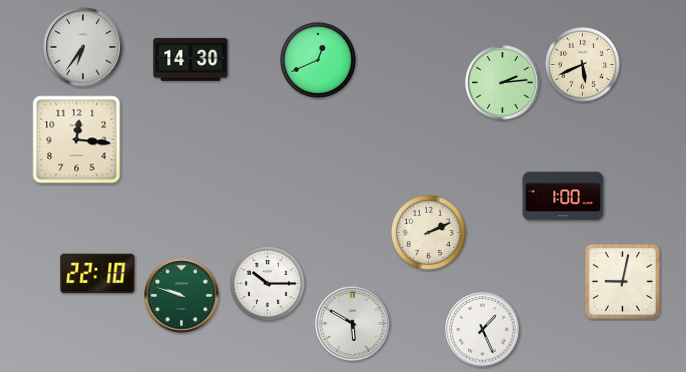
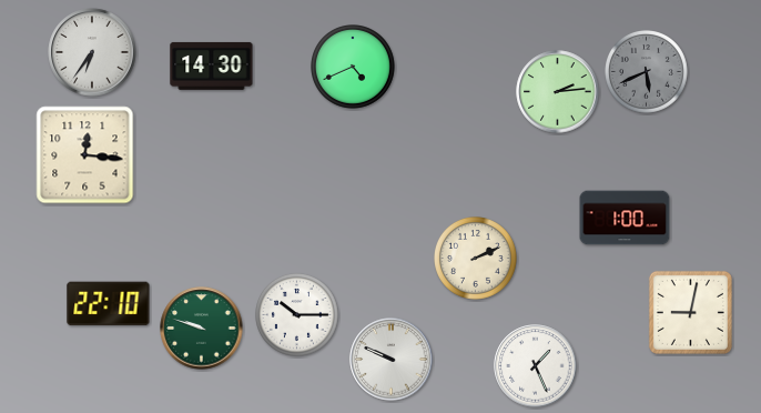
clock at (319, 61): 12:41 -> 4:41
clock at (583, 65) dial: cream -> grey
clock at (353, 324): 5:50 -> 9:49
